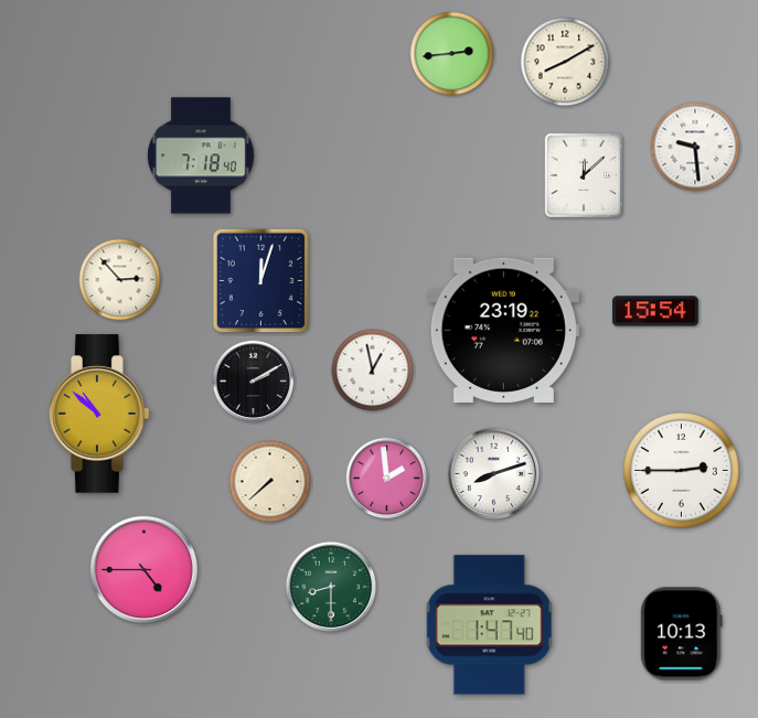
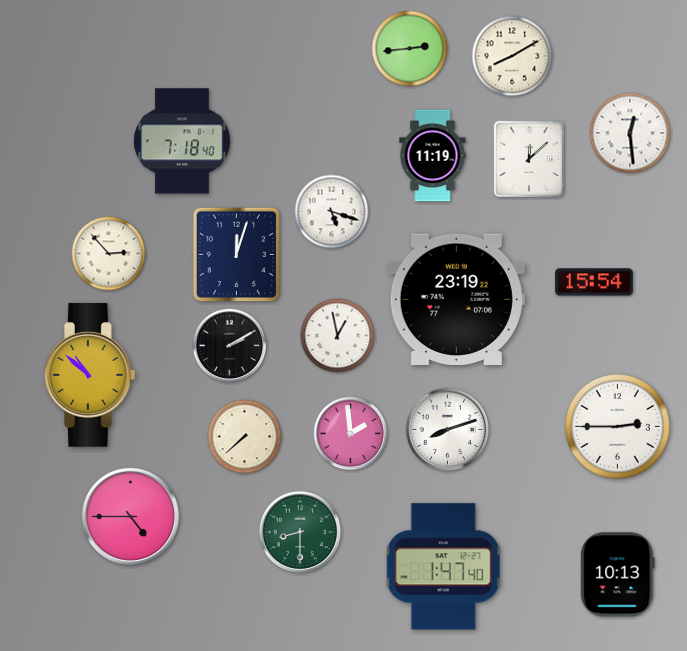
clock at (695, 147): 9:29 -> 12:29
clock at (433, 156): none -> 11:19
clock at (332, 212): none -> 5:18
